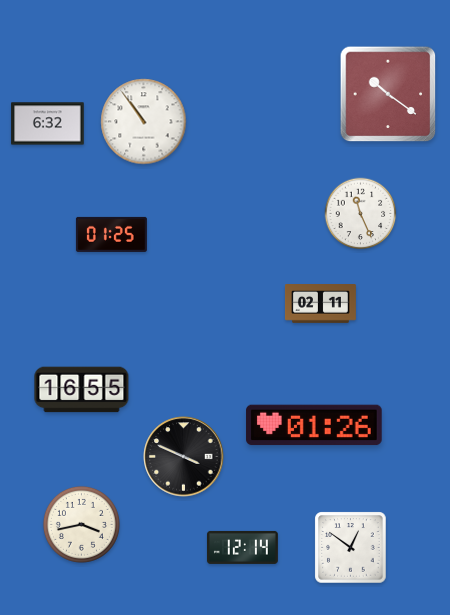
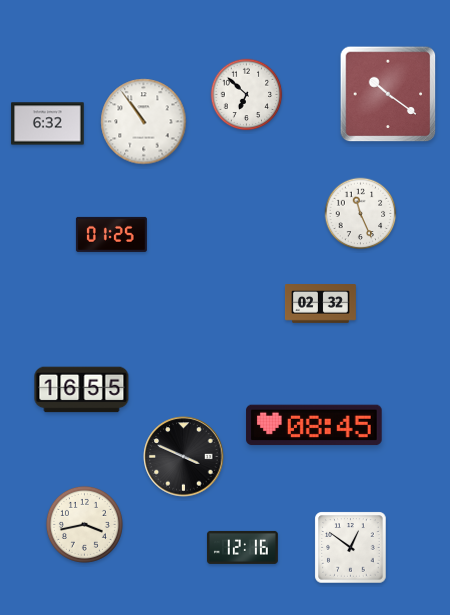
clock at (247, 95): none -> 6:52
clock at (320, 304): 02:11 -> 02:32
clock at (314, 425): 01:26 -> 08:45
clock at (81, 524) position: (81, 524) -> (84, 524)
clock at (242, 547): 12:14 -> 12:16
